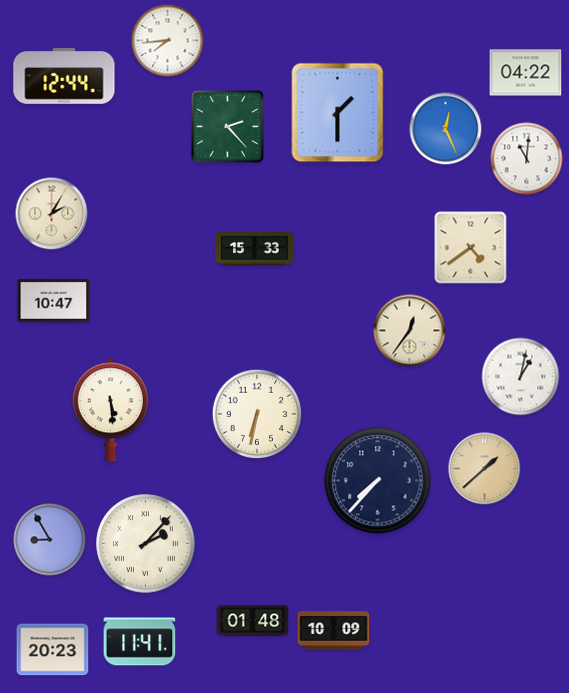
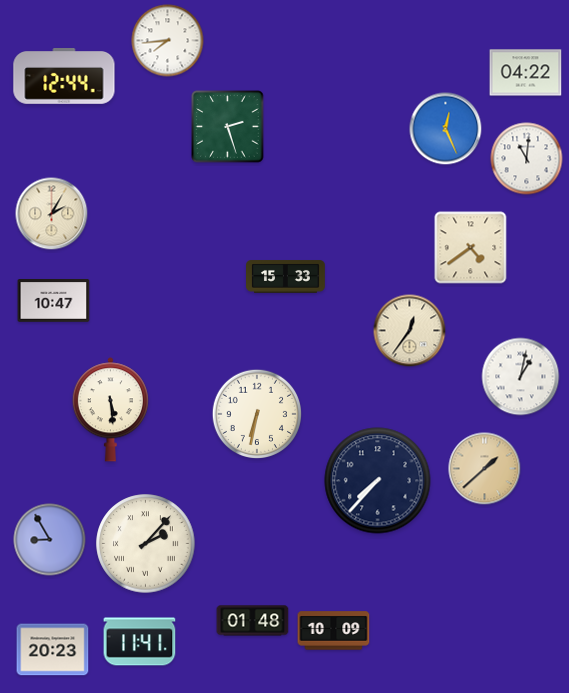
clock at (338, 113): 1:30 -> none
clock at (228, 127): 2:23 -> 2:27
clock at (255, 249) position: (255, 249) -> (286, 277)
